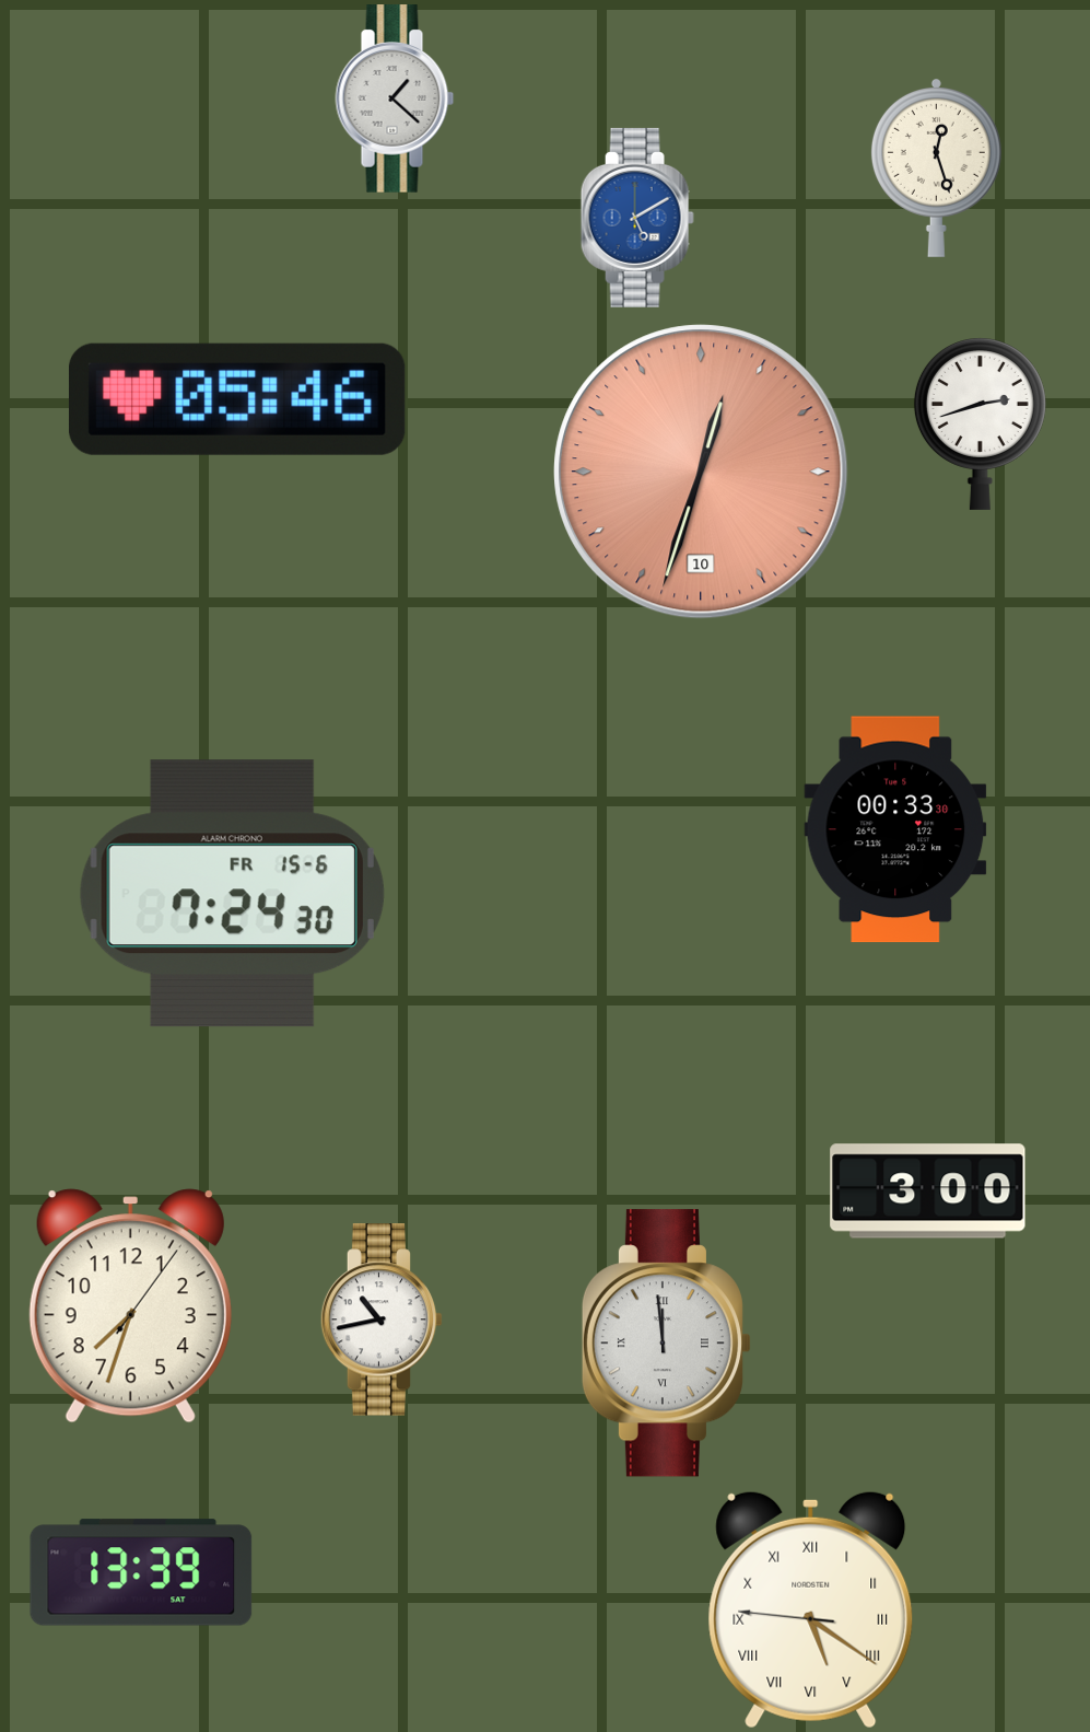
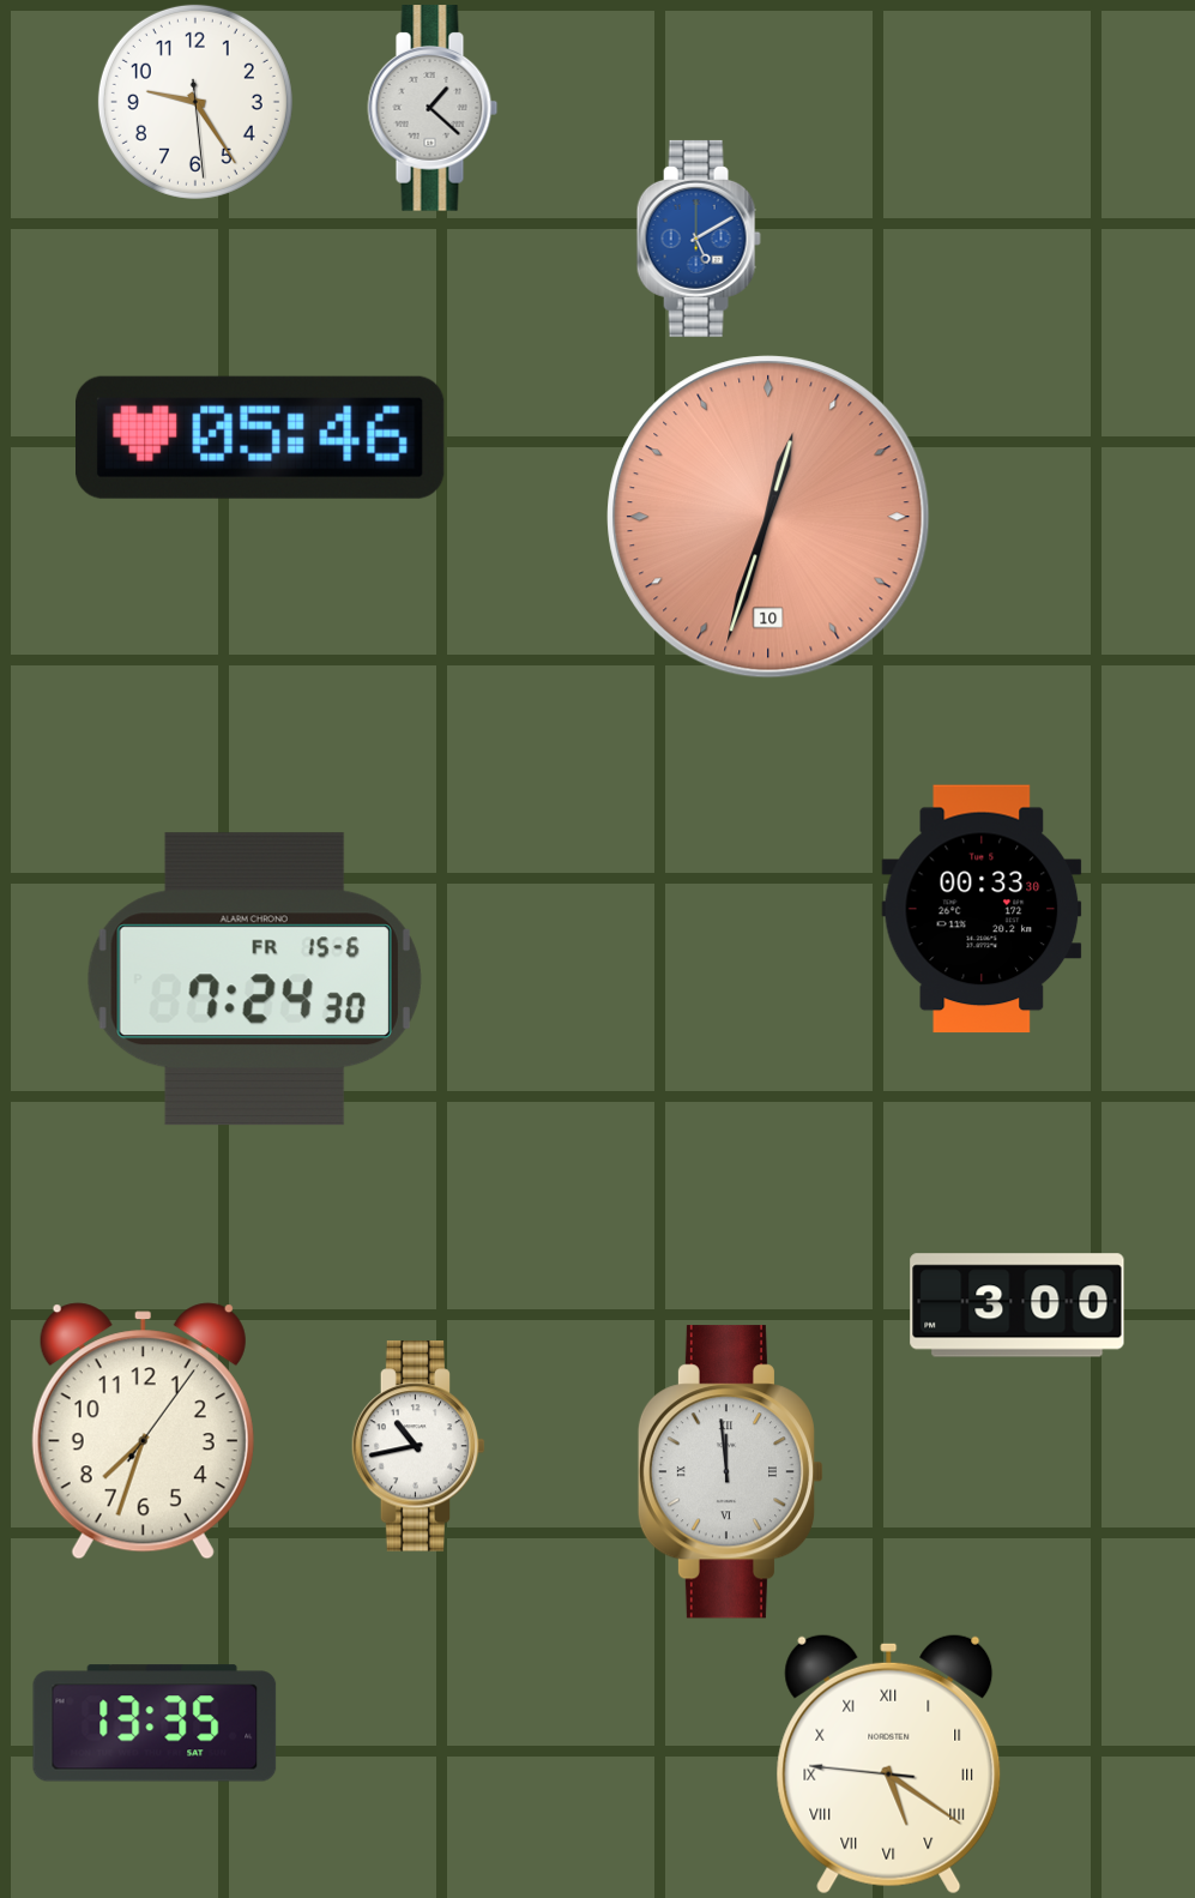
clock at (195, 102): none -> 9:24
clock at (936, 167): 12:27 -> none
clock at (980, 423): 2:42 -> none
clock at (141, 1572): 13:39 -> 13:35
